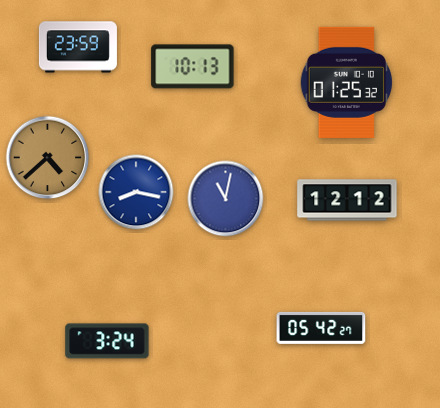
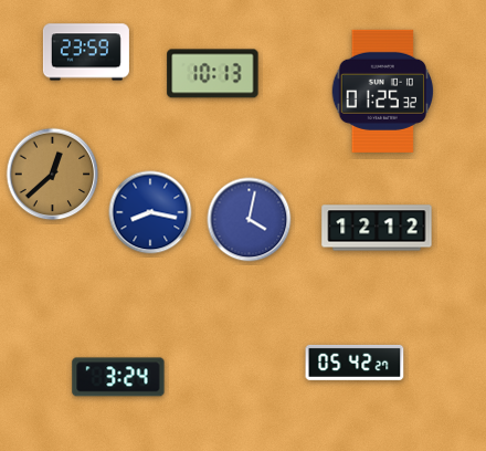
clock at (48, 158): 4:38 -> 12:38
clock at (226, 199): 11:02 -> 4:02
clock at (347, 200) position: (347, 200) -> (377, 228)
